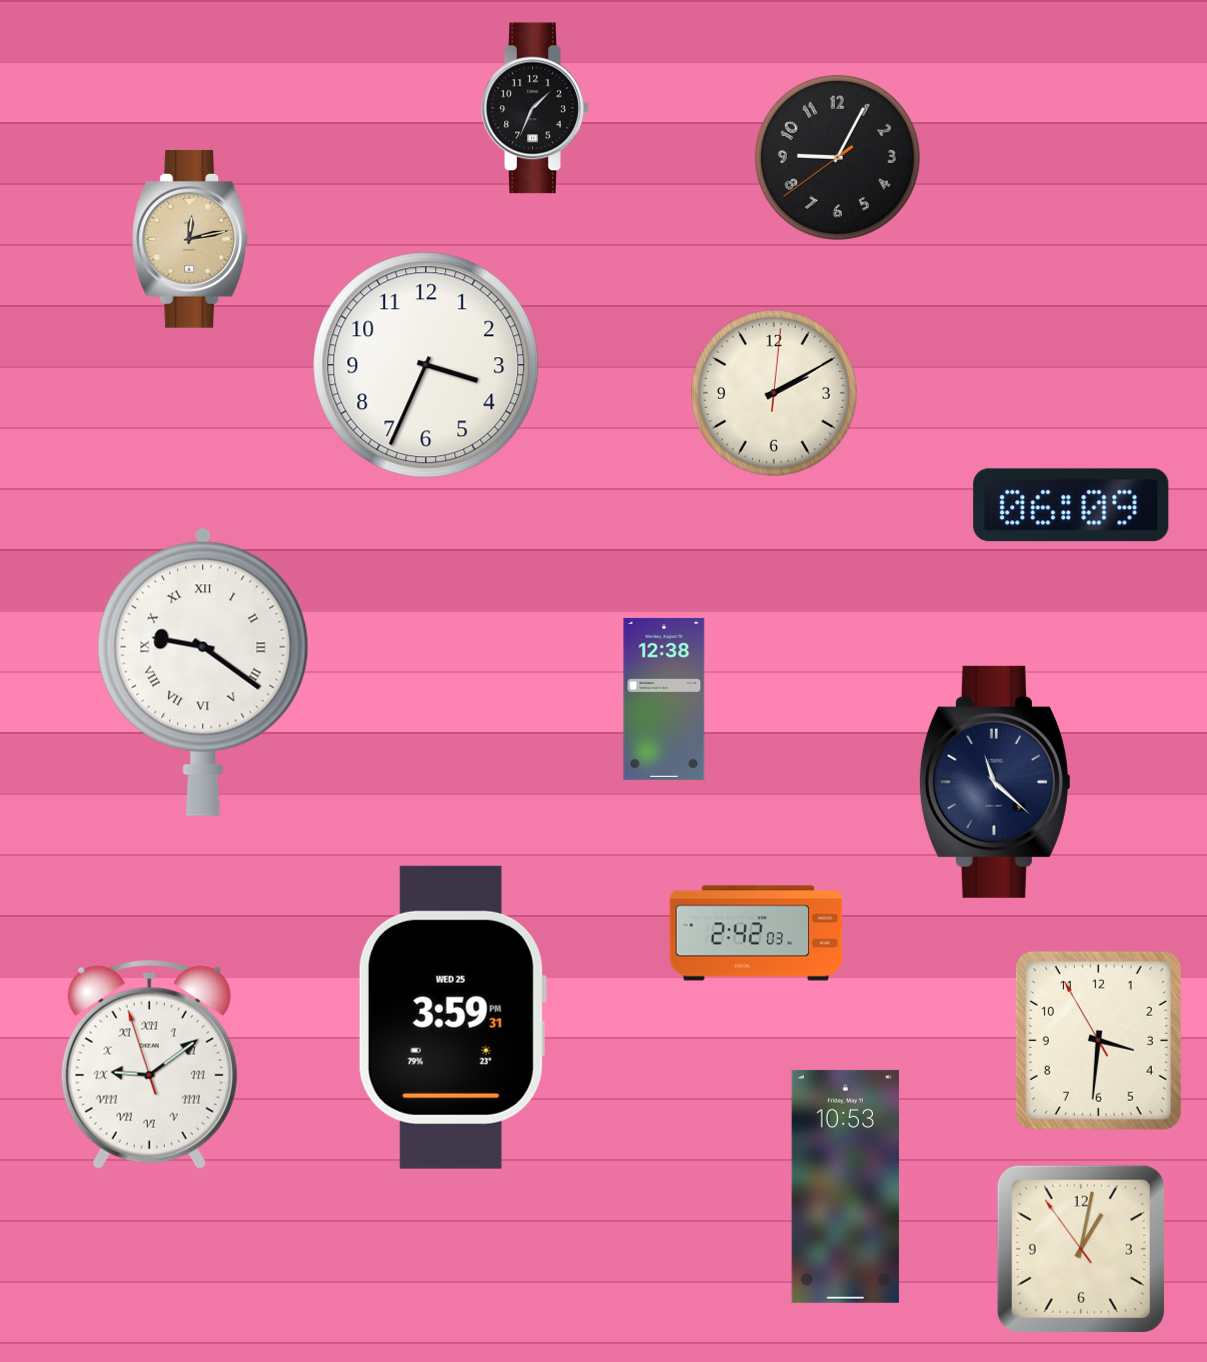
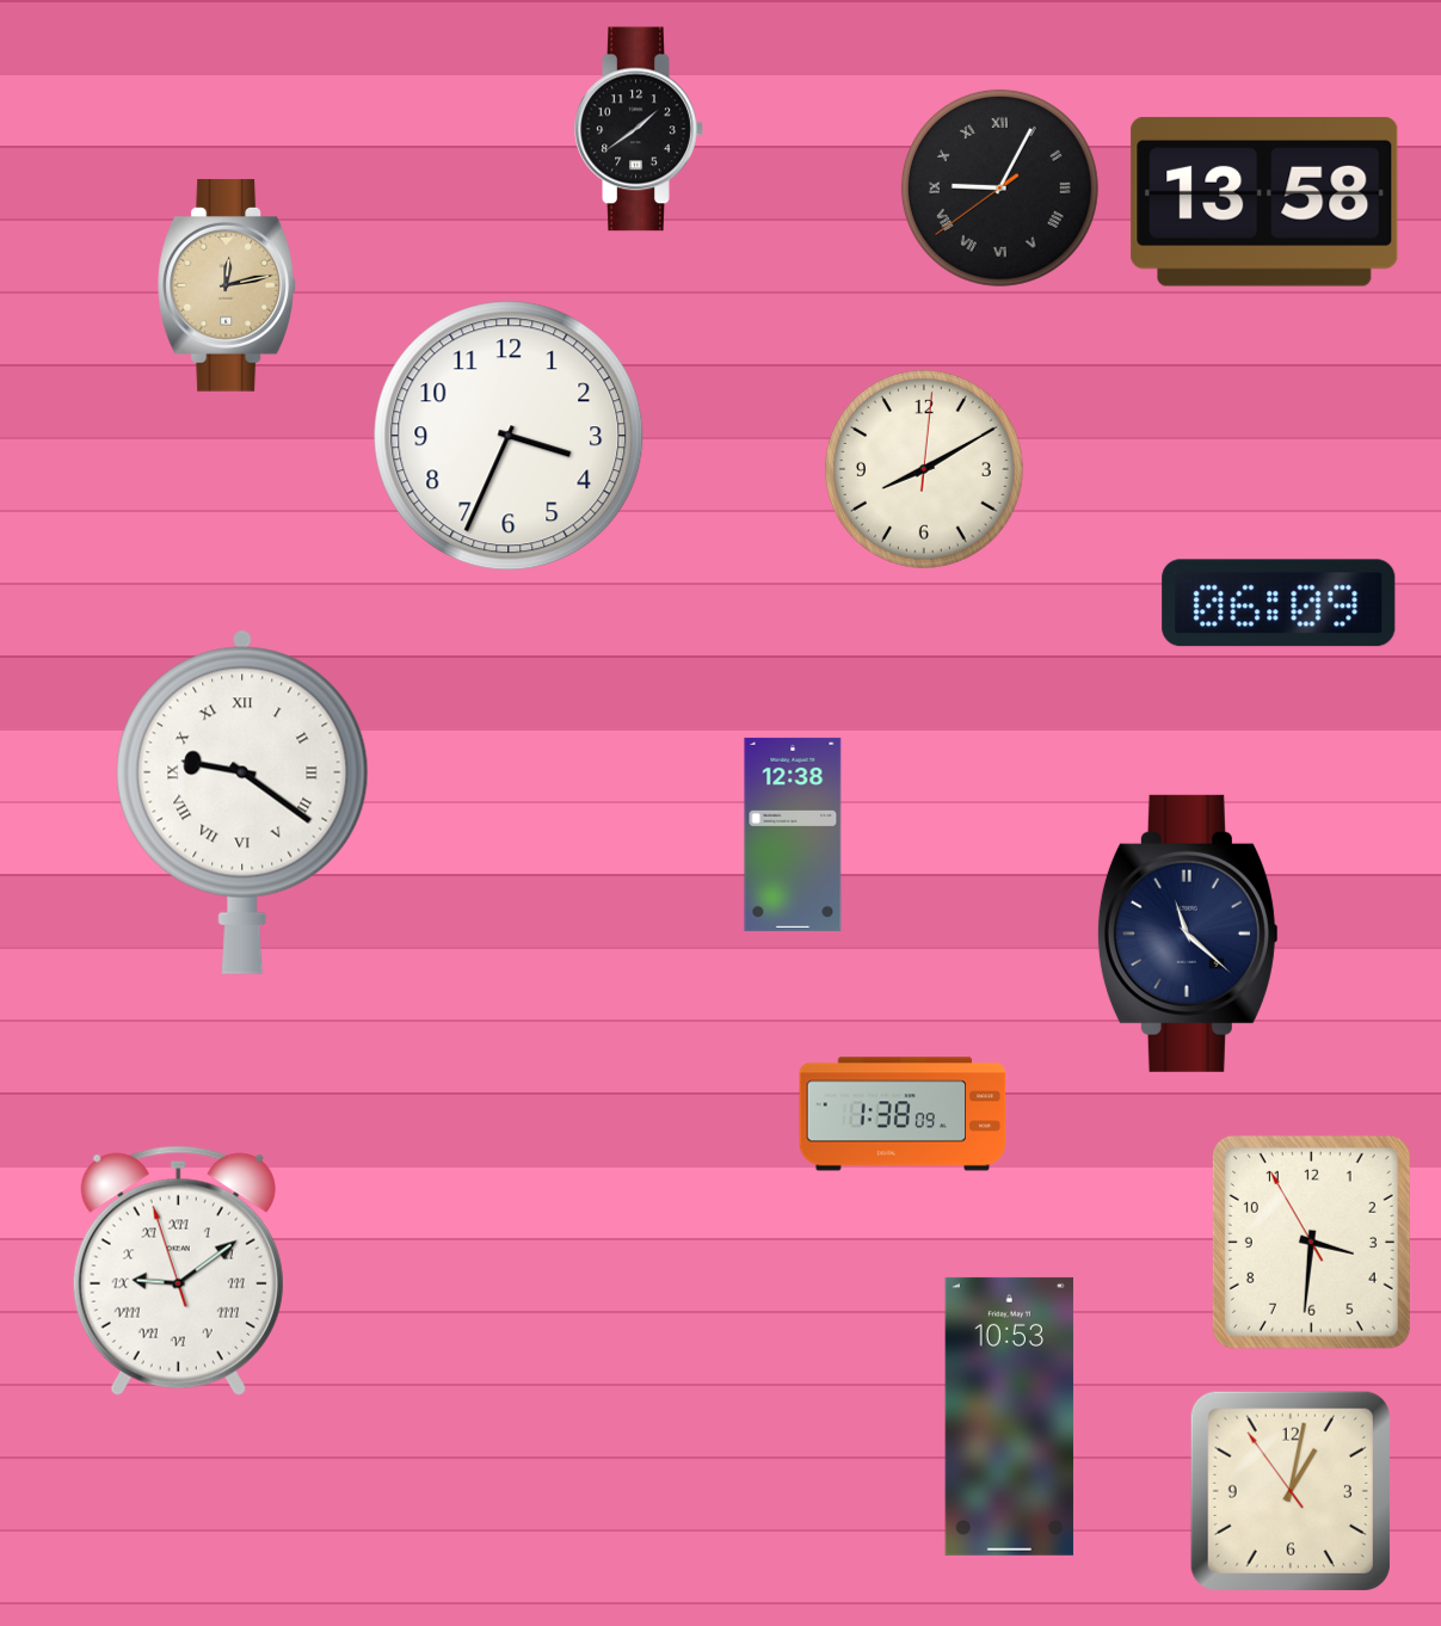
clock at (535, 108): 1:34 -> 1:39
clock at (837, 157) numerals: Arabic -> Roman
clock at (1264, 202): none -> 13:58
clock at (774, 393): 2:10 -> 8:10
clock at (756, 933): 2:42 -> 1:38
clock at (452, 1017): 3:59 -> none
